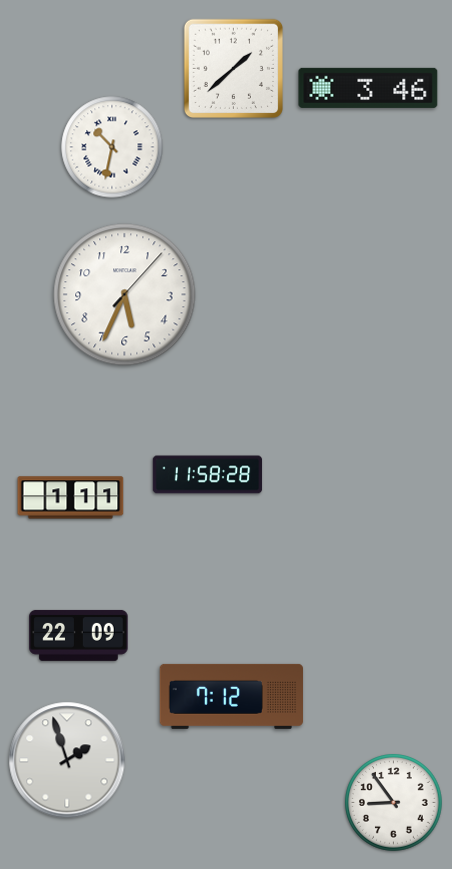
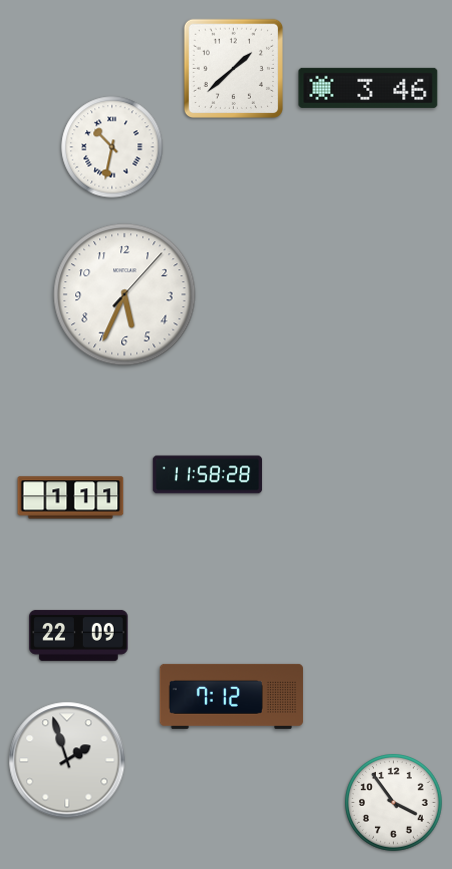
clock at (394, 803): 8:54 -> 3:54
